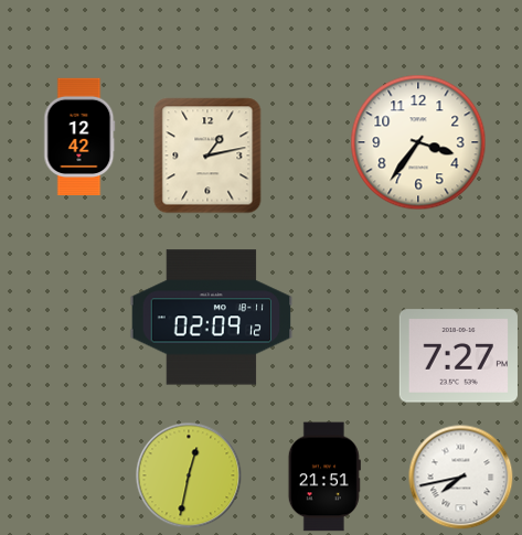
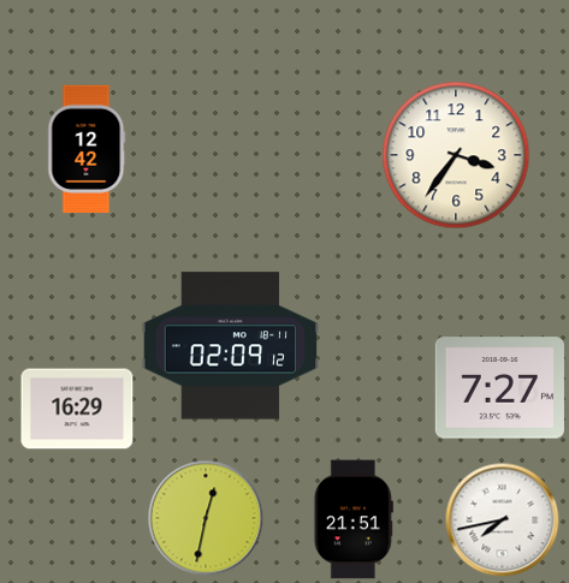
clock at (207, 156): 1:13 -> none
clock at (77, 409): none -> 16:29
